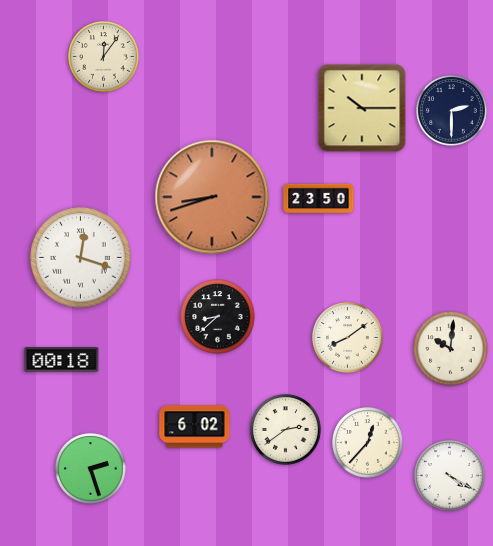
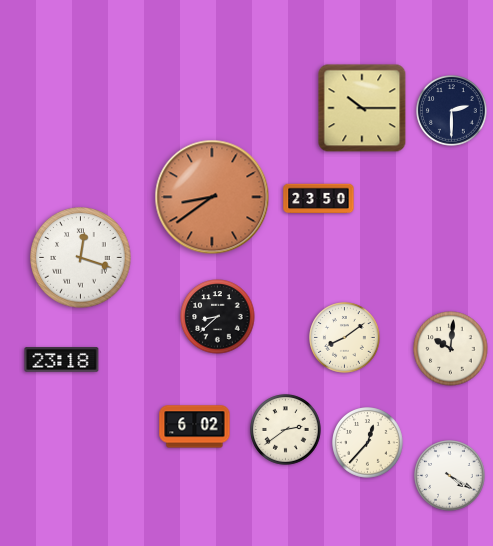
clock at (104, 57): 12:06 -> none
clock at (212, 197): 8:42 -> 8:39
clock at (348, 338) position: (348, 338) -> (345, 338)
clock at (62, 360): 00:18 -> 23:18
clock at (91, 469): 2:27 -> none
